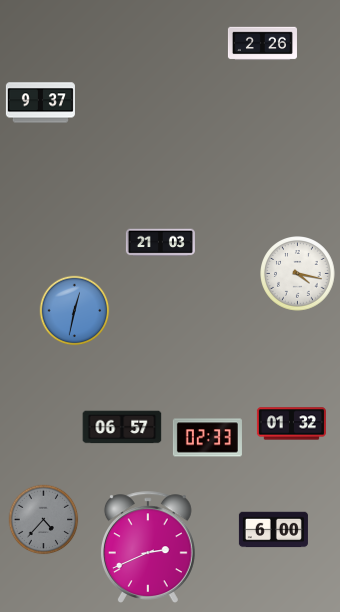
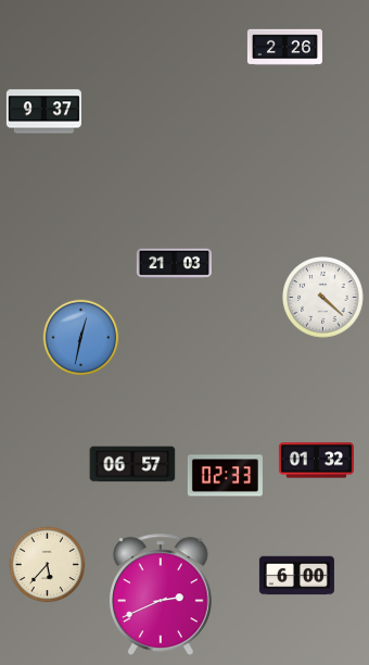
clock at (298, 274): 4:17 -> 4:22
clock at (44, 520): 4:37 -> 5:37
clock at (44, 520) dial: grey -> cream
